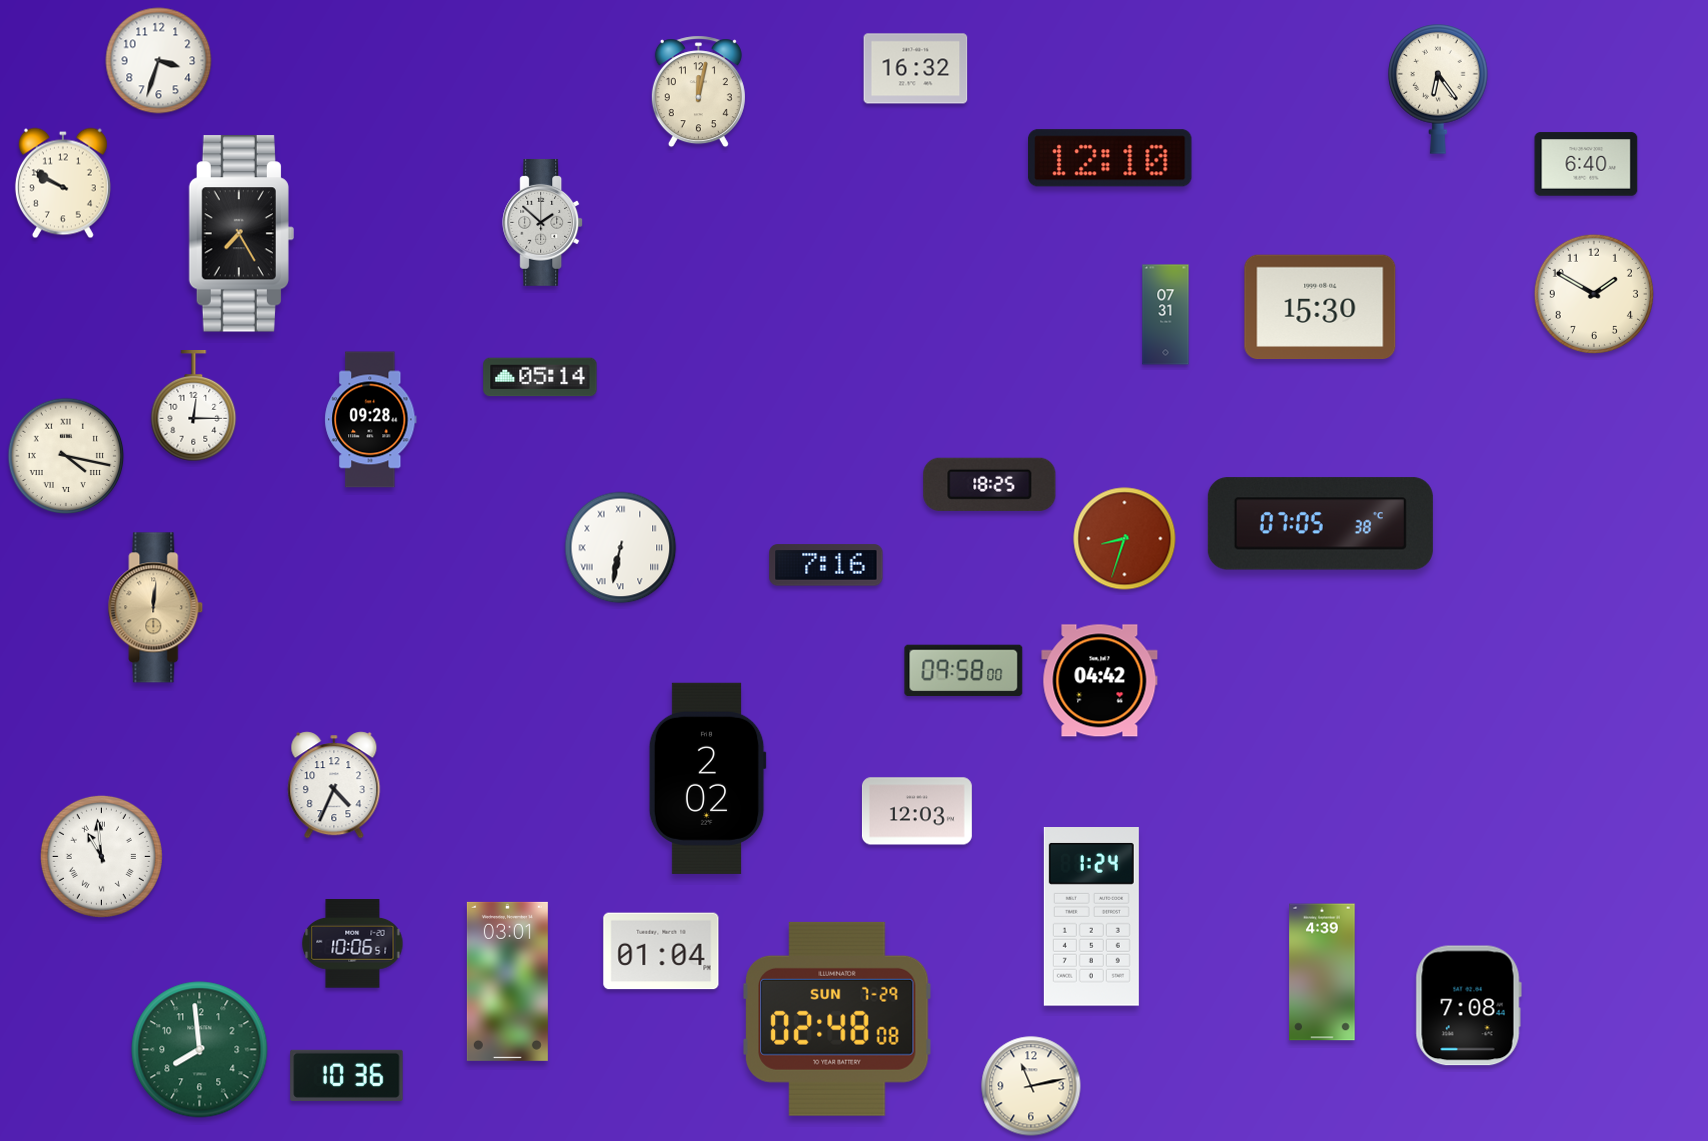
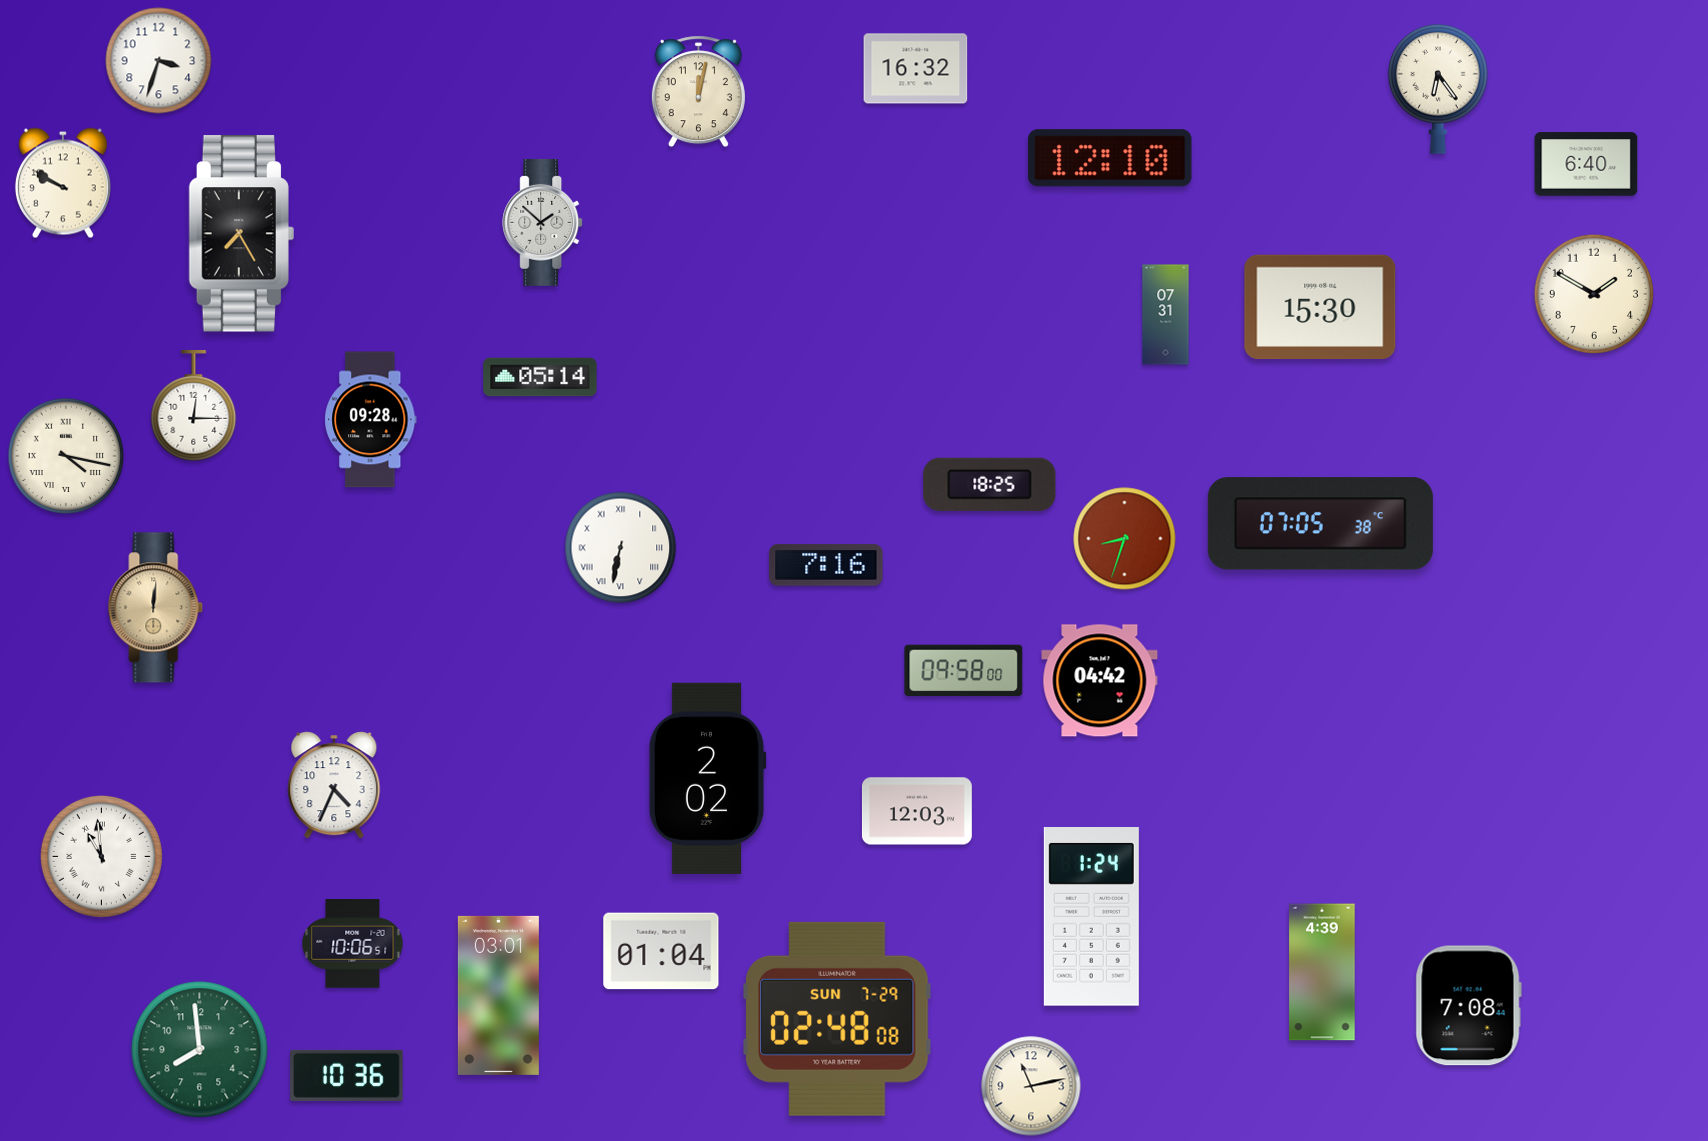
clock at (507, 981) position: (507, 981) -> (498, 995)
